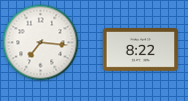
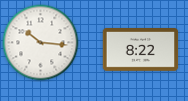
clock at (41, 43): 7:16 -> 10:16
